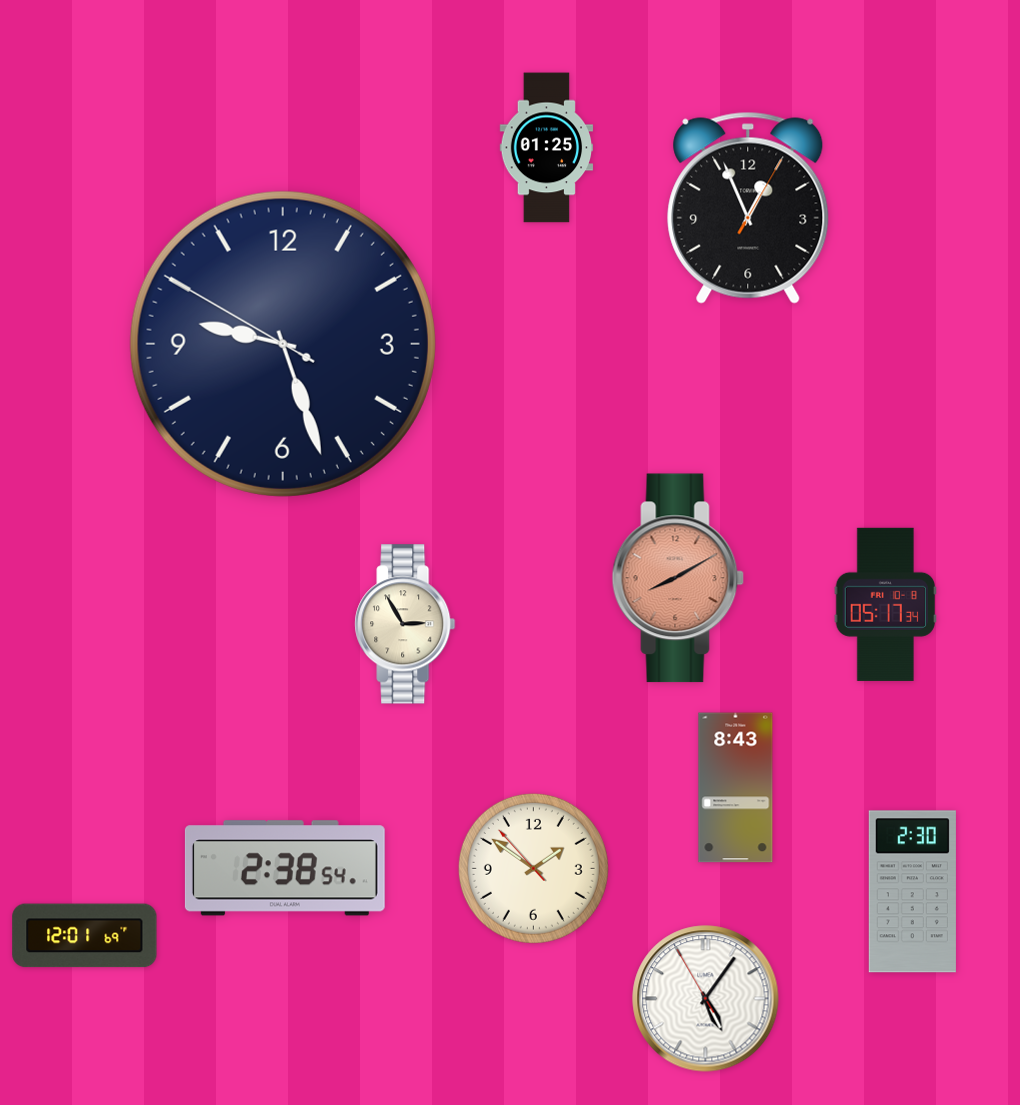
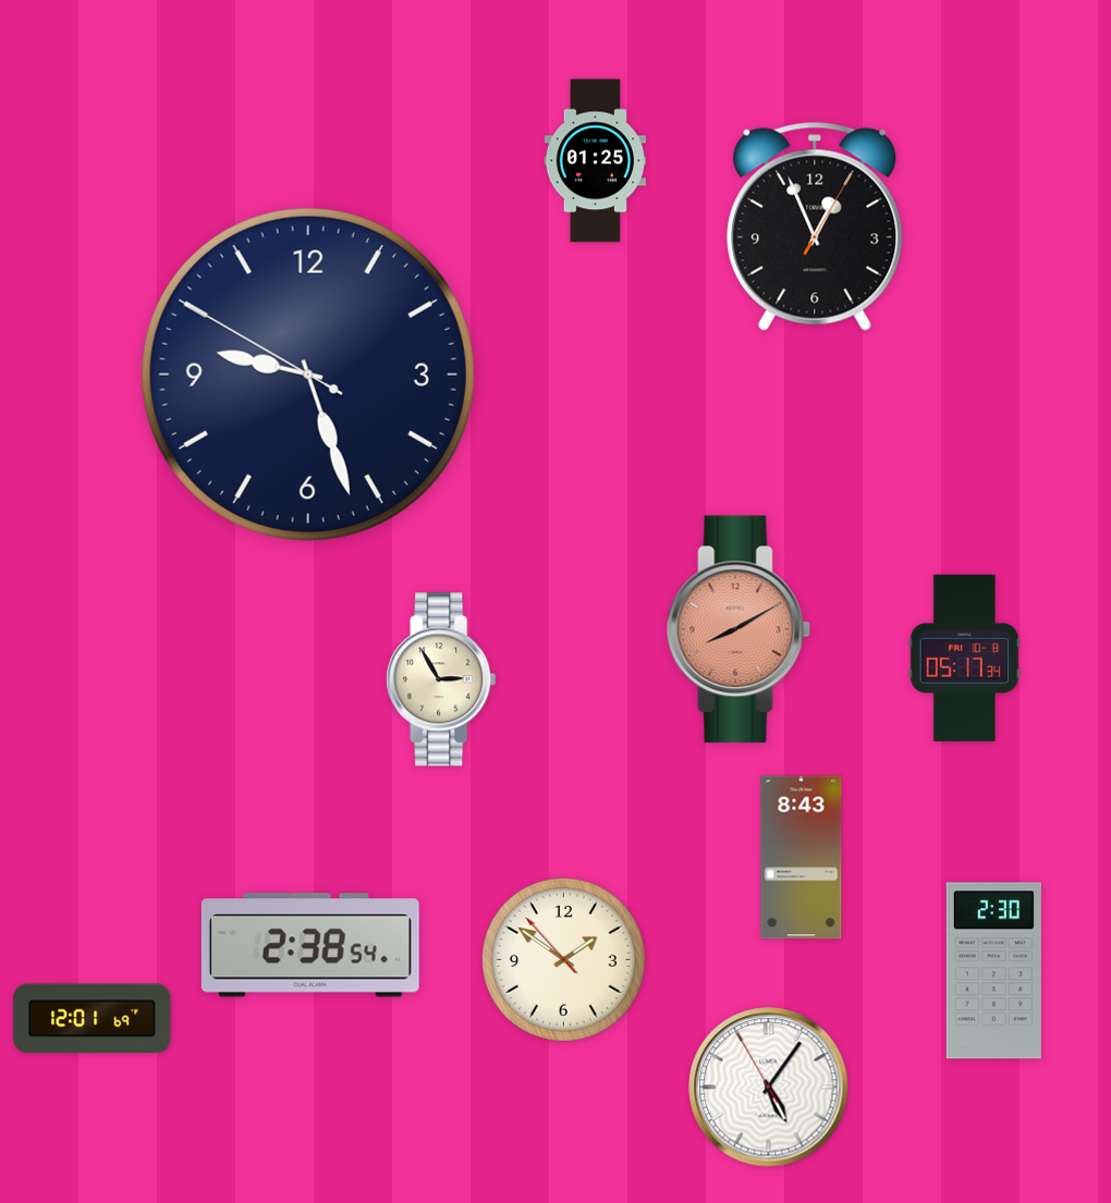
clock at (533, 868) position: (533, 868) -> (563, 959)
